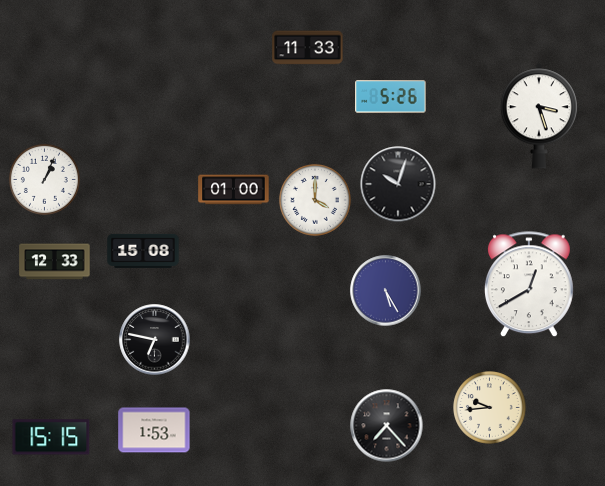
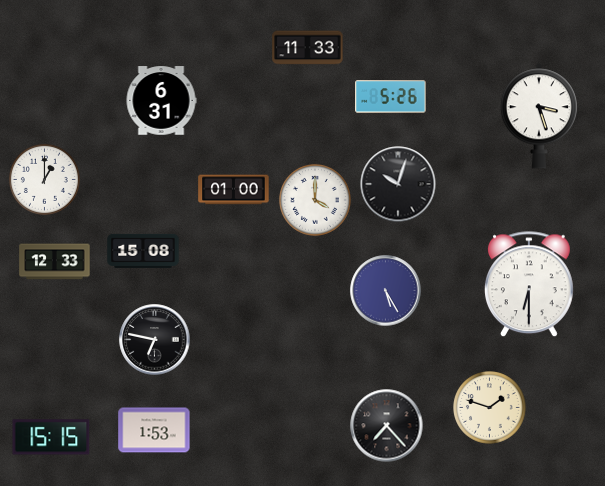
clock at (161, 101): none -> 6:31
clock at (44, 179): 1:04 -> 1:00
clock at (529, 285): 12:40 -> 6:30
clock at (490, 408): 9:44 -> 1:48
